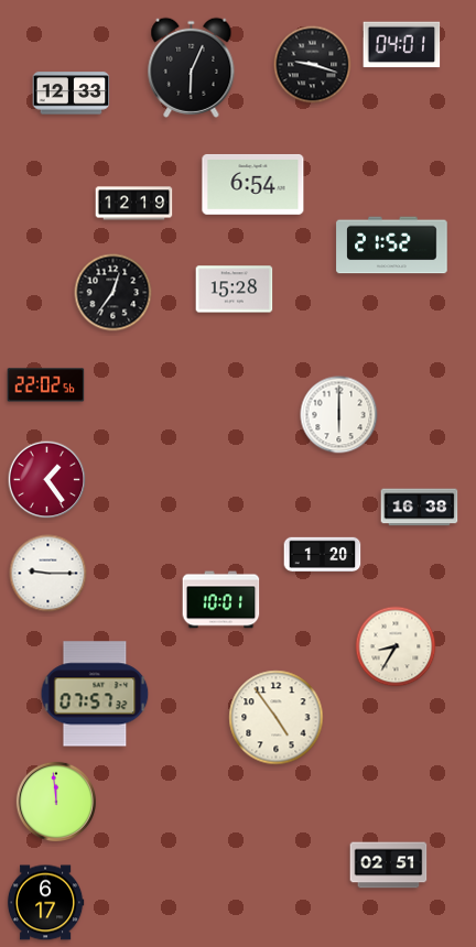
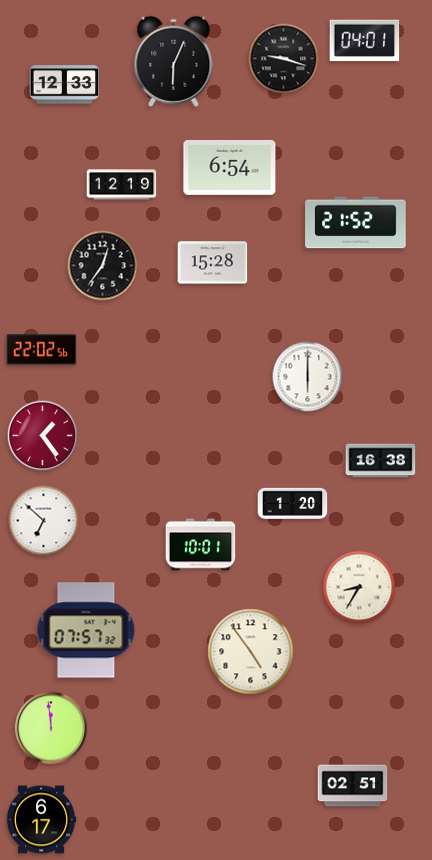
clock at (48, 574): 9:15 -> 6:52
